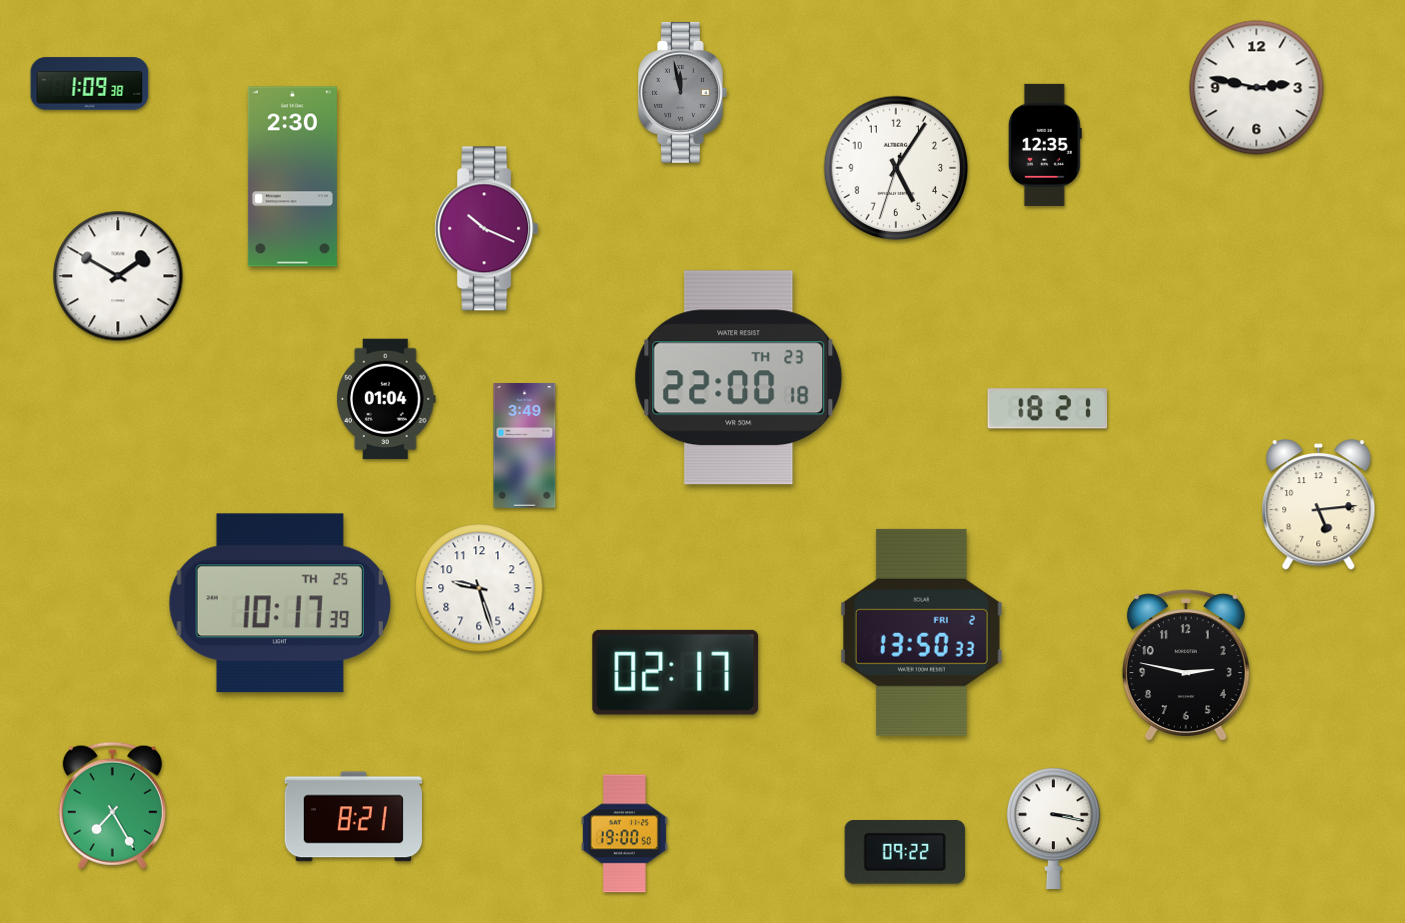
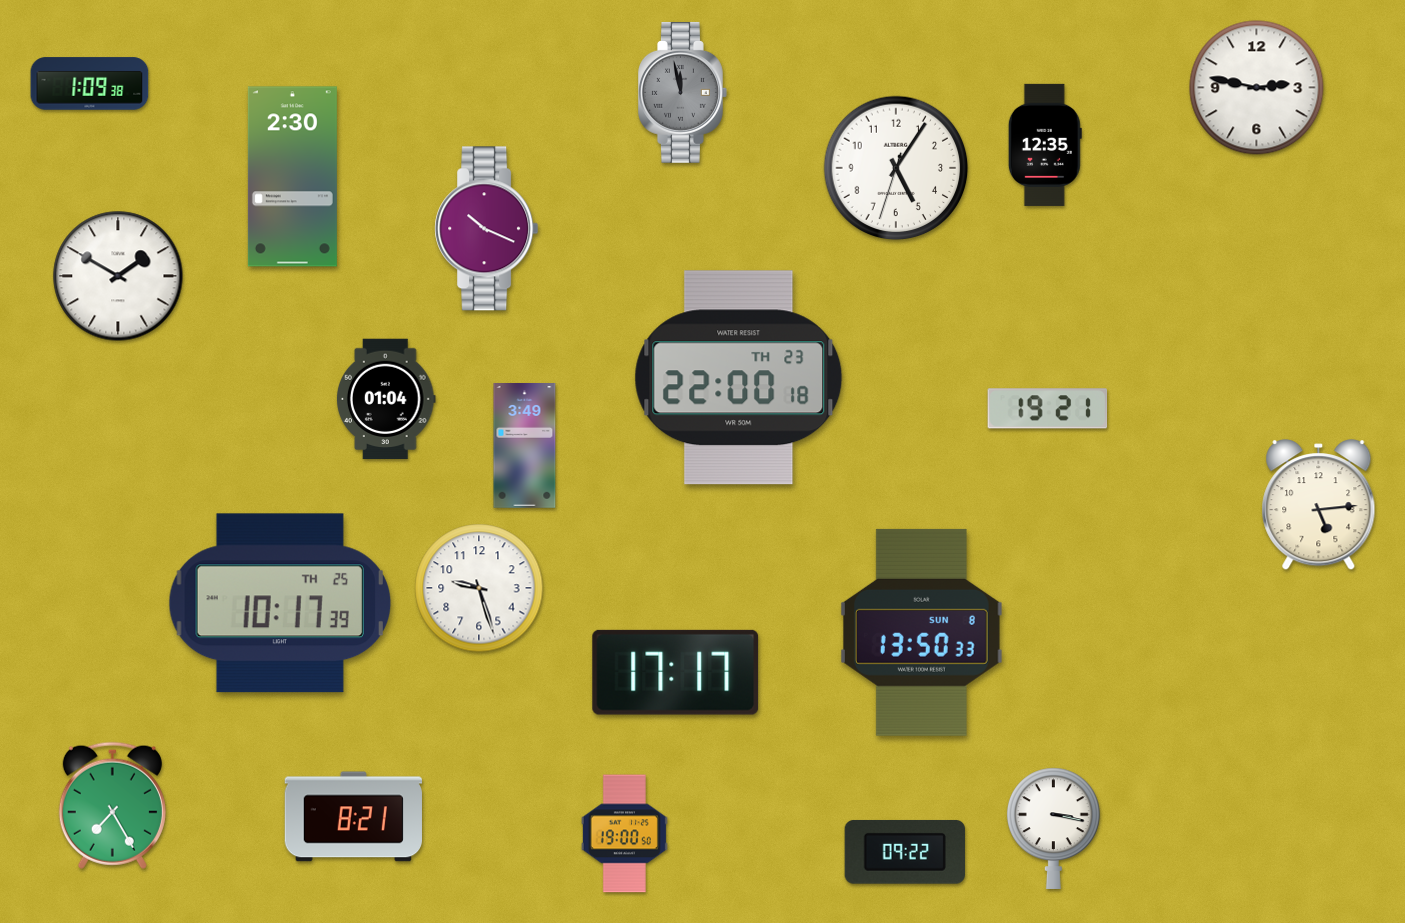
clock at (1048, 409): 18:21 -> 19:21
clock at (921, 632) date: FRI 2 -> SUN 8
clock at (1186, 665): 2:47 -> none
clock at (676, 672): 02:17 -> 17:17
